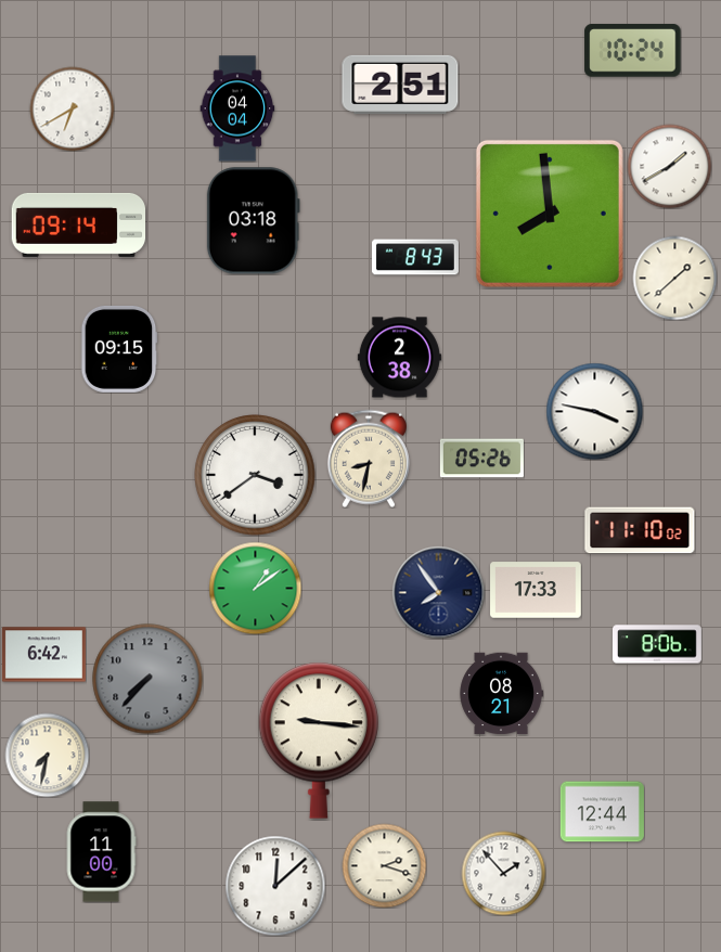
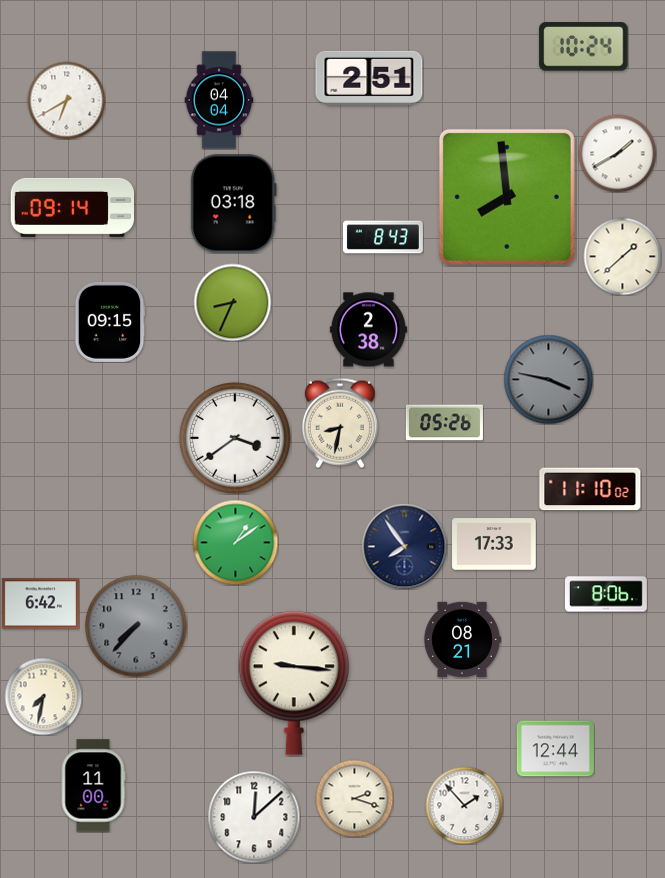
clock at (232, 302): none -> 8:34
clock at (594, 411) dial: white -> grey
